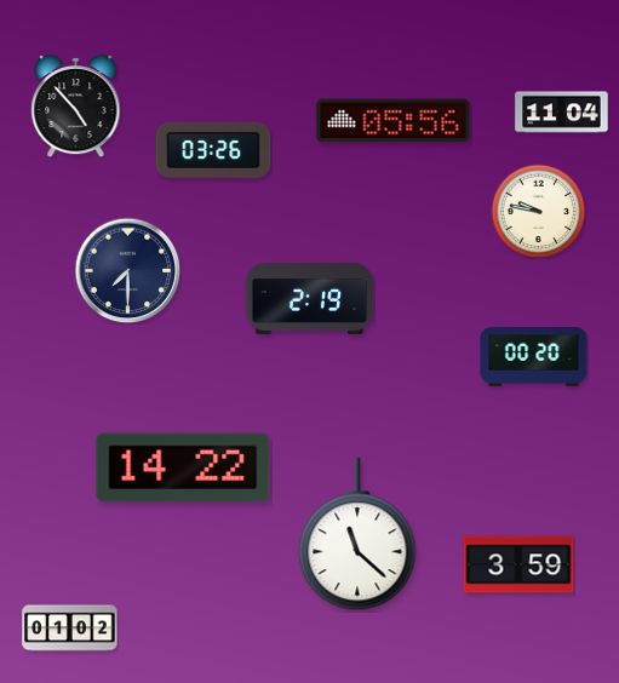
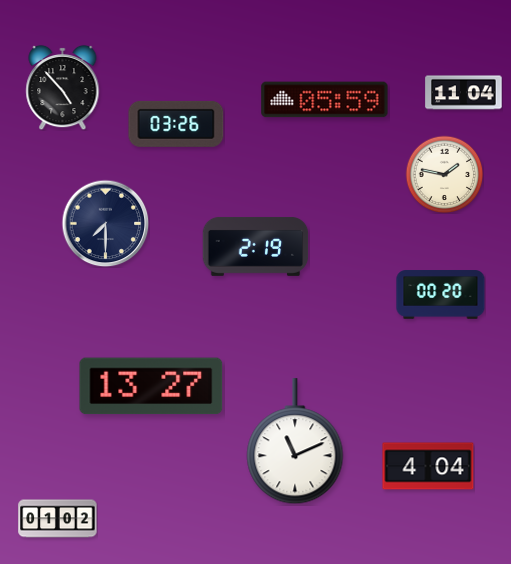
clock at (394, 121): 05:56 -> 05:59
clock at (538, 211): 9:47 -> 1:47
clock at (183, 467): 14:22 -> 13:27
clock at (357, 535): 11:22 -> 11:11
clock at (518, 564): 3:59 -> 4:04
